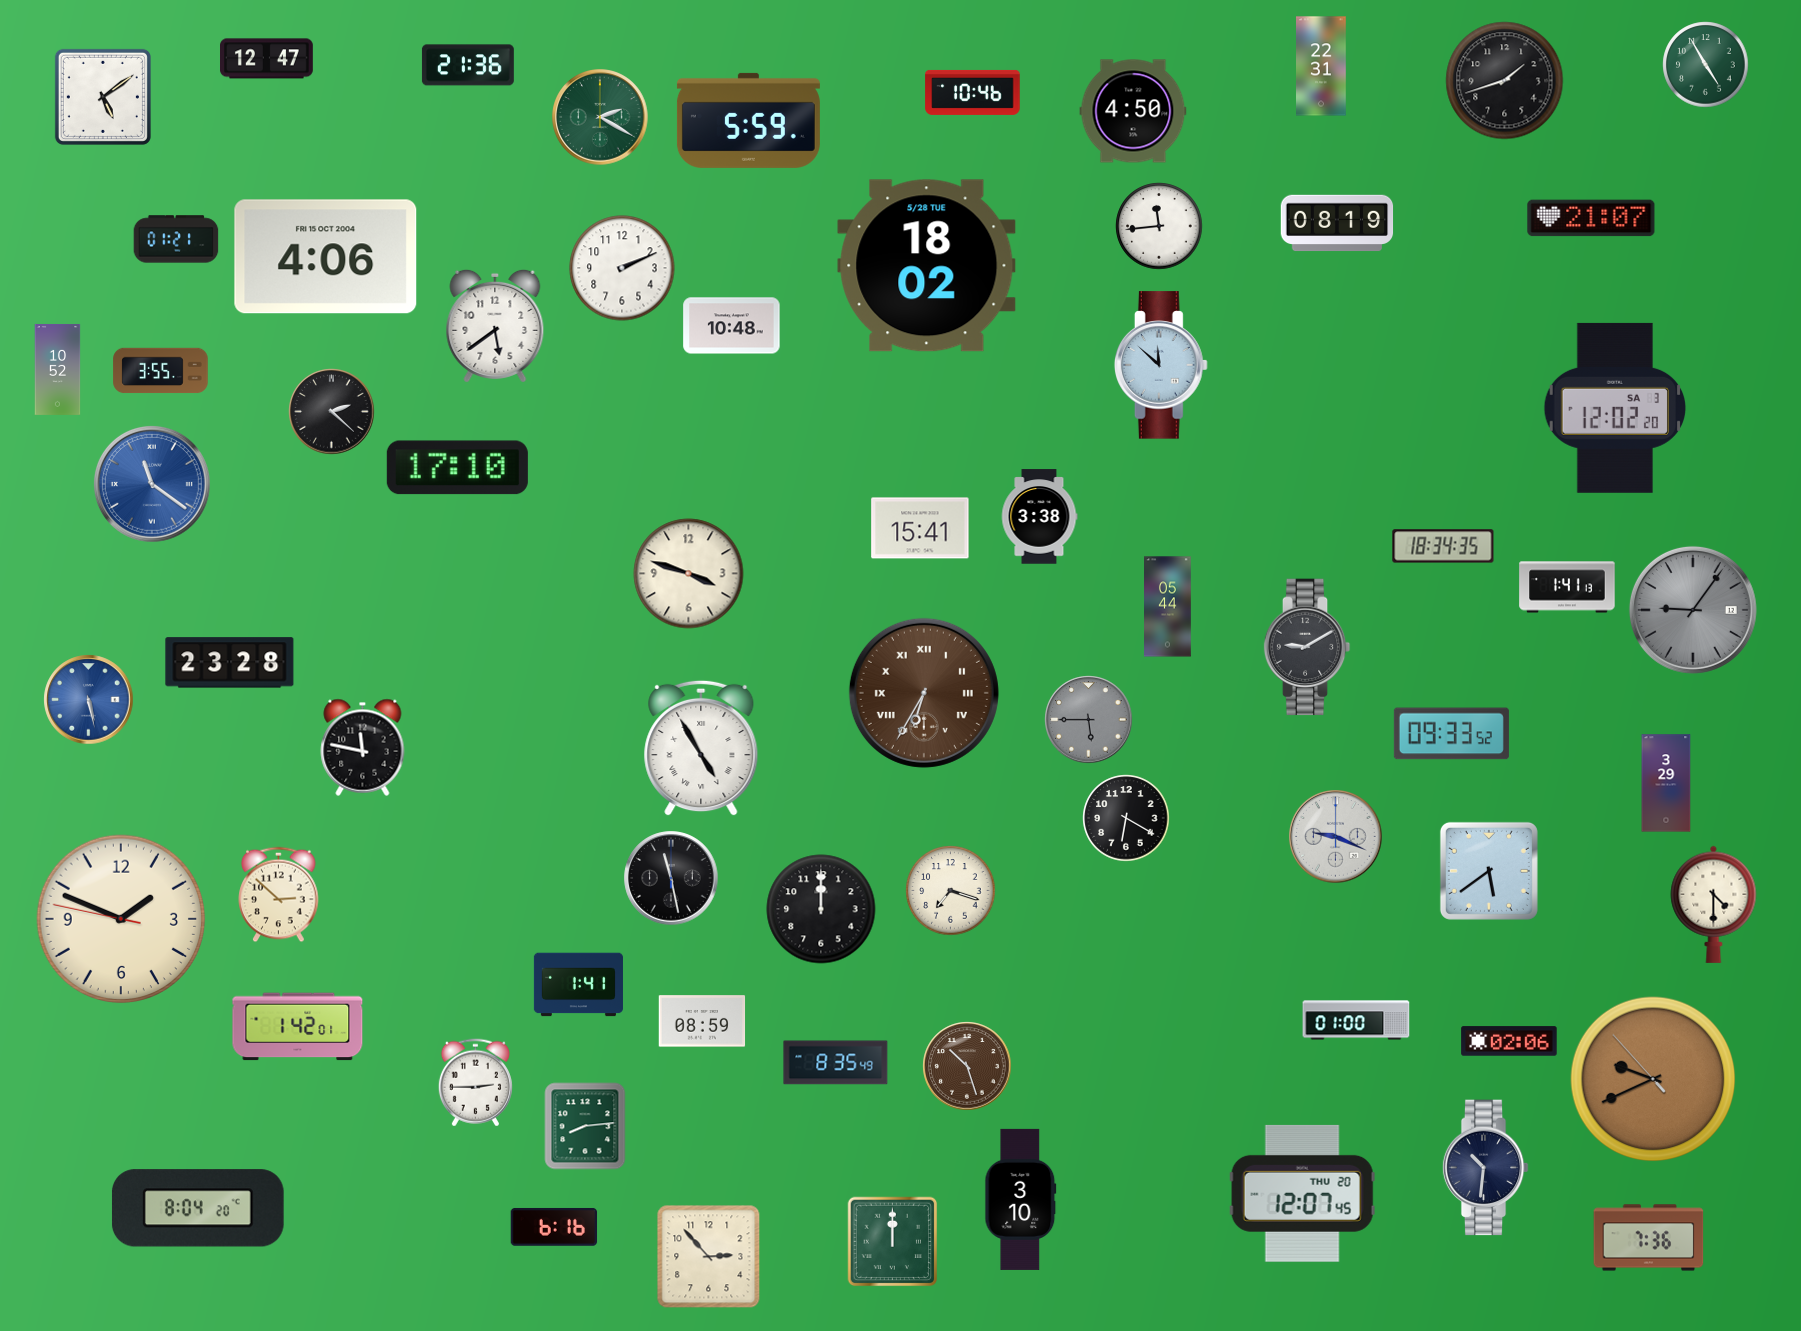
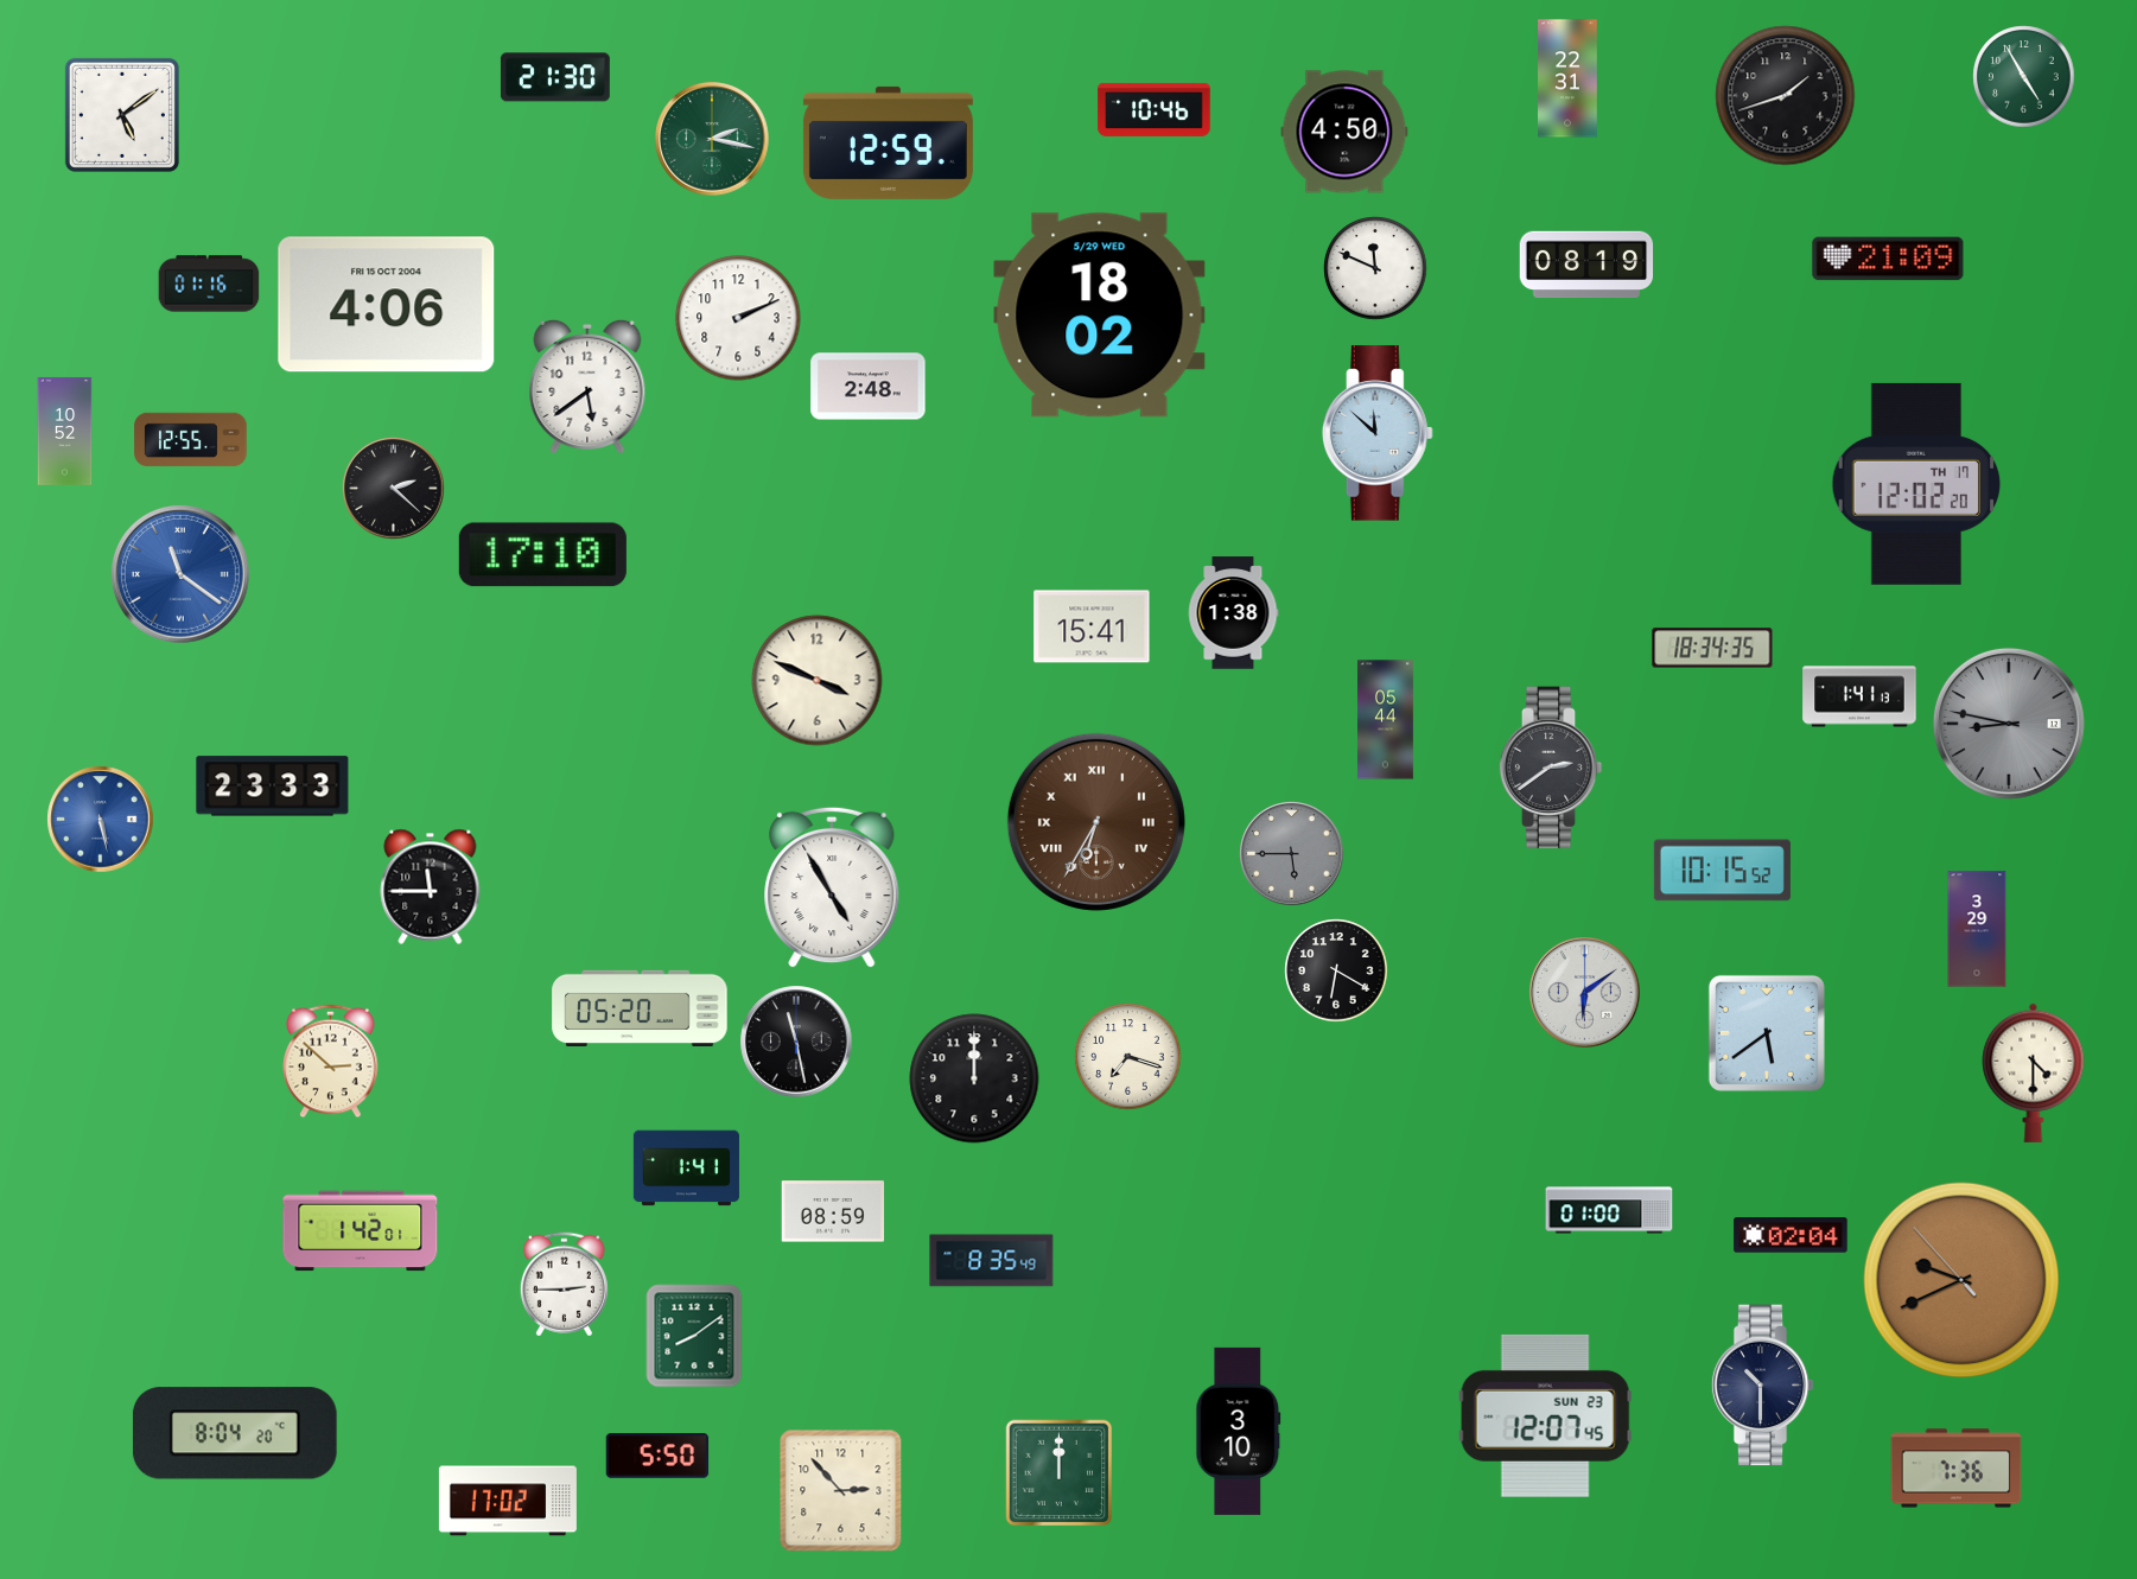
clock at (267, 59): 12:47 -> none
clock at (468, 65): 21:36 -> 21:30
clock at (600, 117): 2:20 -> 2:17
clock at (748, 120): 5:59 -> 12:59
clock at (1591, 218): 21:07 -> 21:09
clock at (1159, 226): 11:44 -> 11:49
clock at (176, 239): 01:21 -> 01:16
clock at (927, 266) date: 5/28 TUE -> 5/29 WED
clock at (732, 326): 10:48 -> 2:48
clock at (58, 369) position: (58, 369) -> (65, 431)
clock at (161, 371): 3:55 -> 12:55
clock at (1614, 408) date: SA 3 -> TH 17
clock at (1039, 517): 3:38 -> 1:38
clock at (689, 574): 3:48 -> 3:49
clock at (1693, 610): 9:06 -> 8:47
clock at (1307, 647): 9:10 -> 2:39
clock at (230, 663): 23:28 -> 23:33
clock at (89, 700) position: (89, 700) -> (101, 820)
clock at (1451, 734): 09:33 -> 10:15
clock at (363, 747): 11:47 -> 11:45
clock at (1336, 837): 9:19 -> 6:09
clock at (640, 1008): none -> 05:20
clock at (121, 919): 1:48 -> none
clock at (298, 1027) position: (298, 1027) -> (361, 1231)
clock at (1509, 1041): 02:06 -> 02:04
clock at (967, 1066): 10:27 -> none
clock at (585, 1126): 8:14 -> 8:09
clock at (1485, 1168): 10:31 -> 10:30
clock at (1302, 1193) date: THU 20 -> SUN 23
clock at (1021, 1199) position: (1021, 1199) -> (1239, 1431)
clock at (554, 1227): 6:16 -> 5:50
clock at (508, 1501): none -> 17:02
